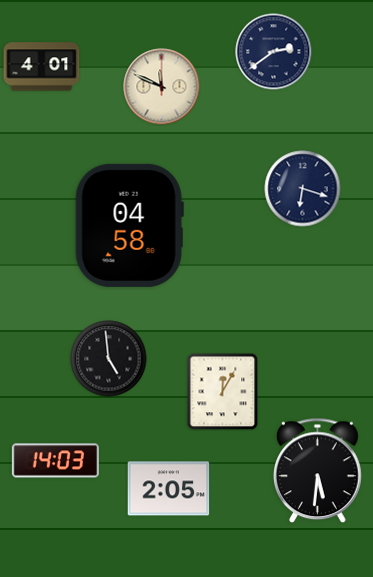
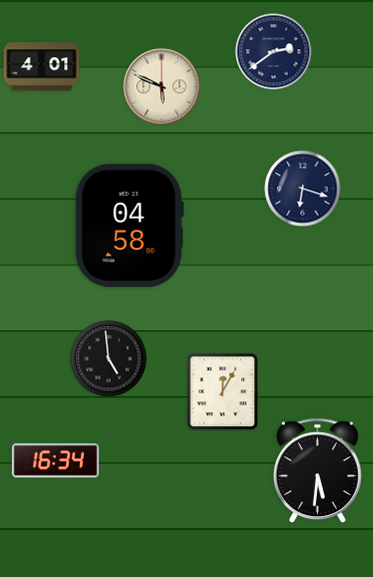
clock at (162, 87): 11:49 -> 5:49
clock at (55, 461): 14:03 -> 16:34
clock at (169, 489): 2:05 -> none
